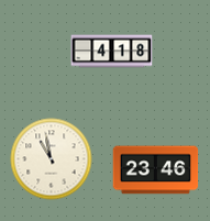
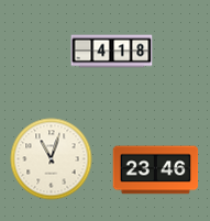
clock at (52, 159): 10:58 -> 11:03
